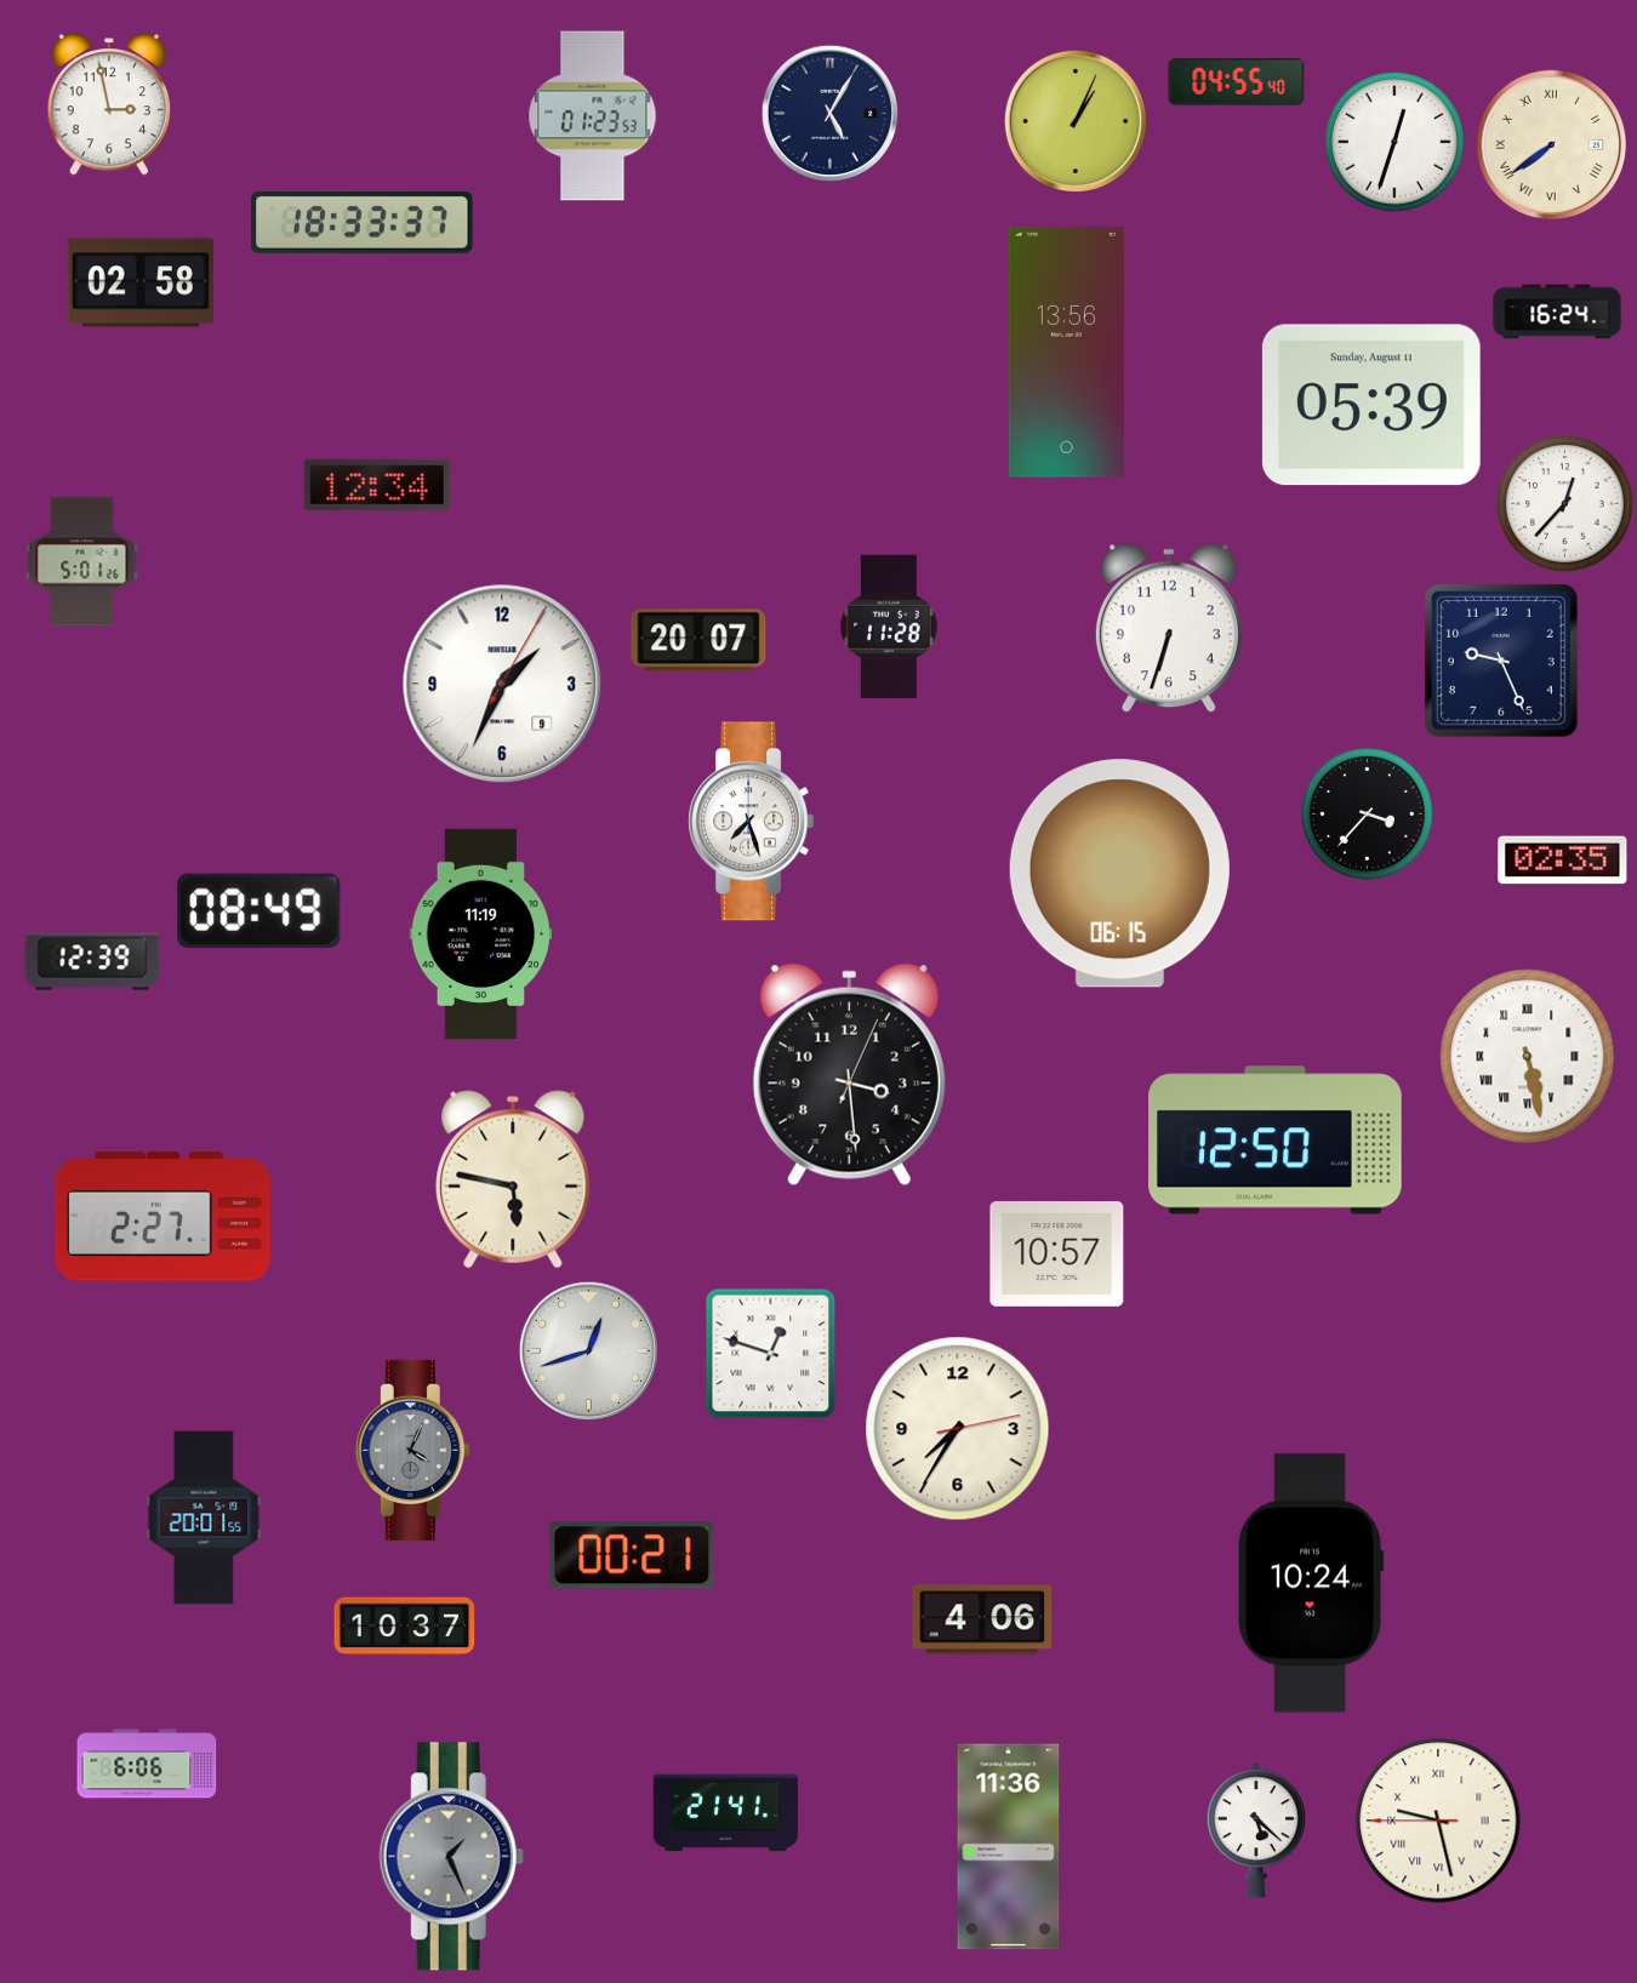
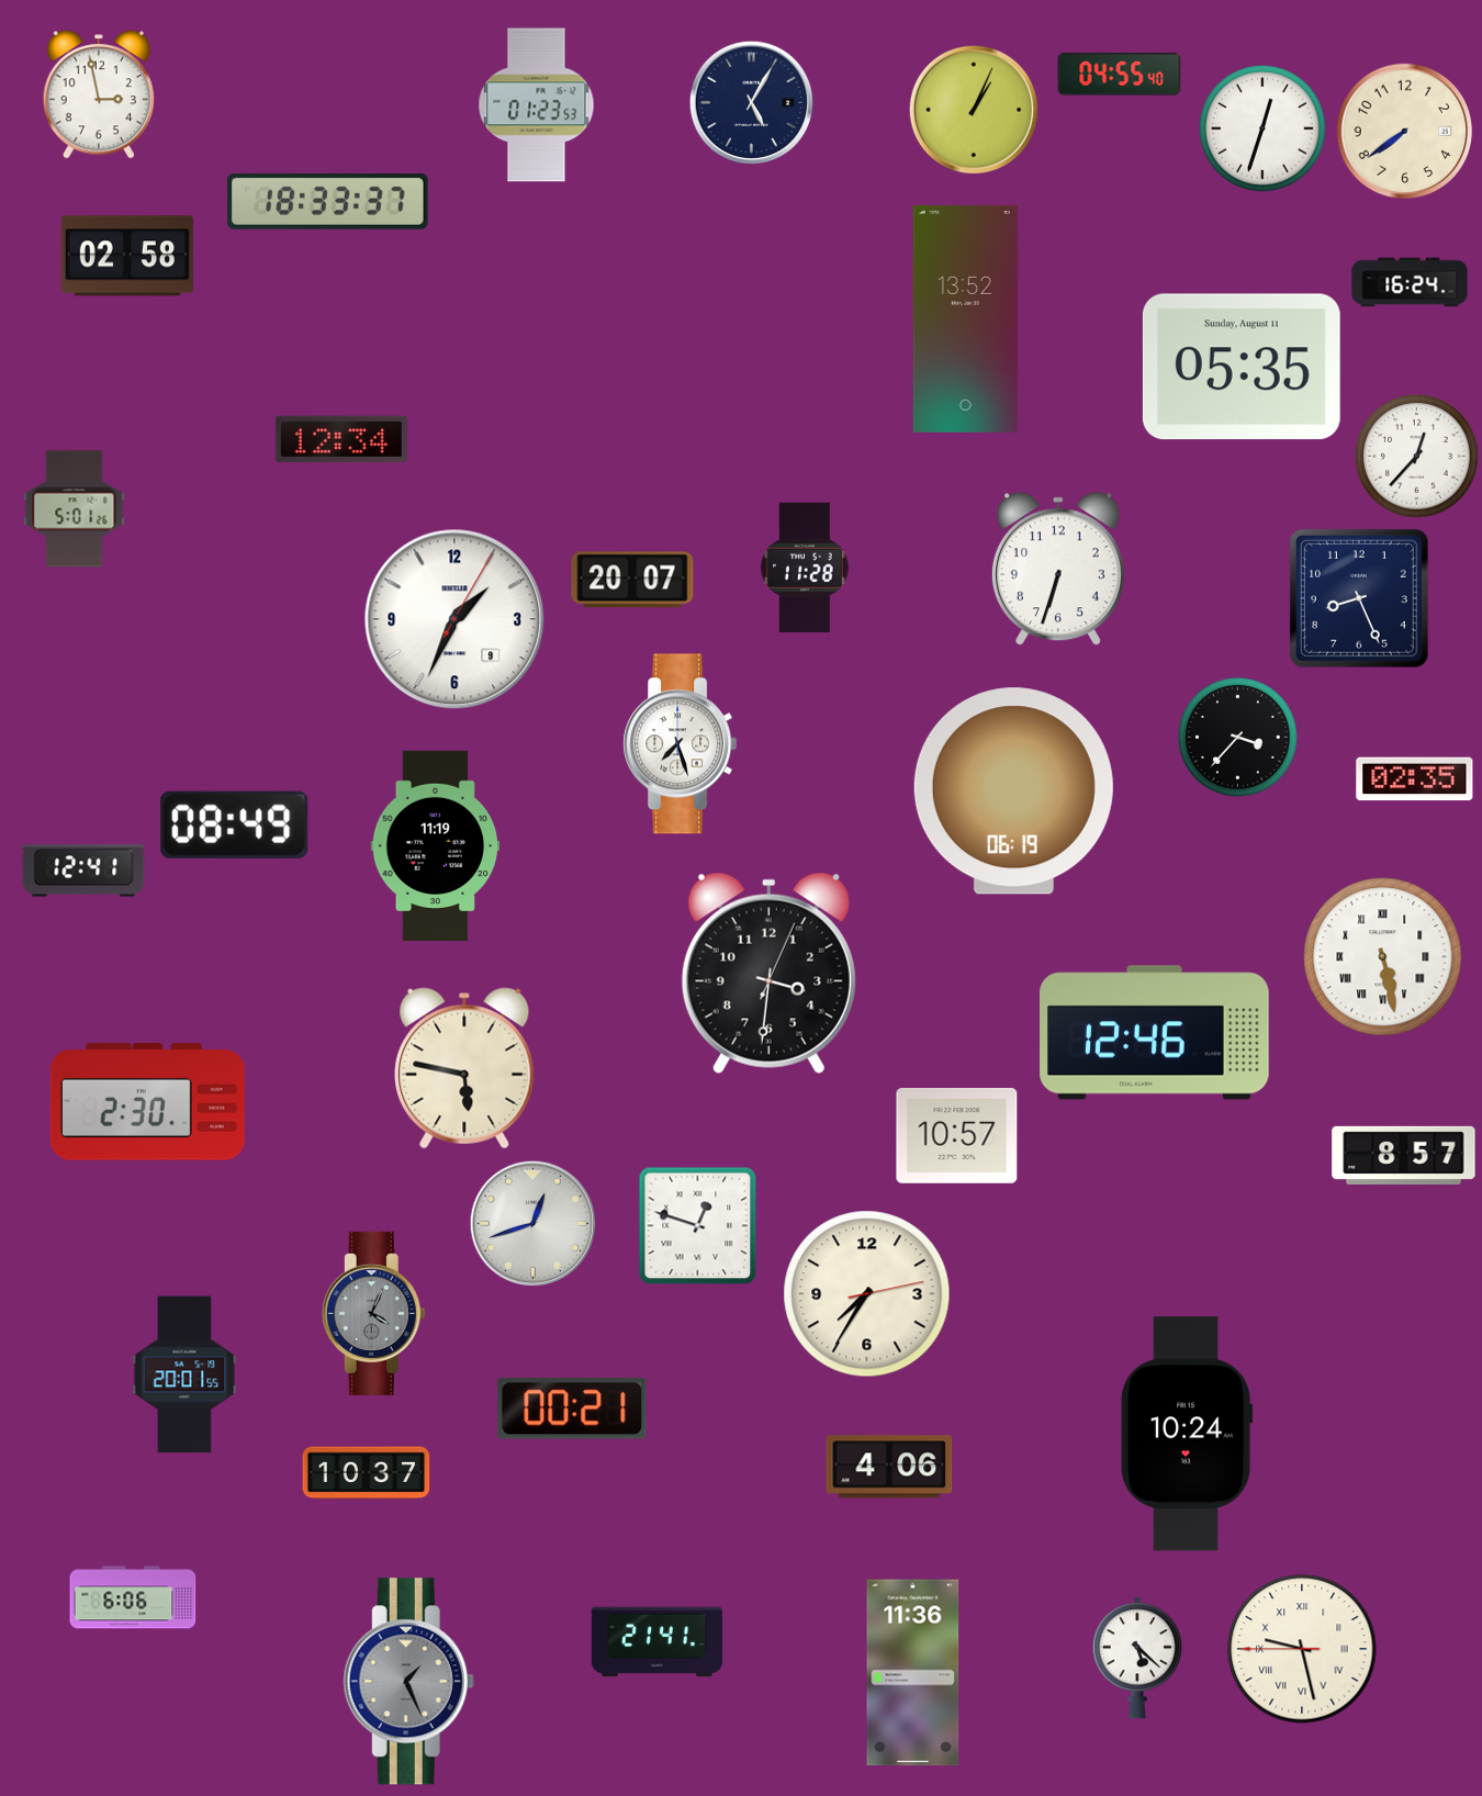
clock at (1552, 145) numerals: Roman -> Arabic
clock at (1066, 352): 13:56 -> 13:52
clock at (1371, 405): 05:39 -> 05:35
clock at (1501, 661): 9:26 -> 8:26
clock at (1119, 874): 06:15 -> 06:19
clock at (92, 961): 12:39 -> 12:41
clock at (849, 1074): 3:29 -> 3:31
clock at (1276, 1141): 12:50 -> 12:46
clock at (162, 1217): 2:27 -> 2:30
clock at (1404, 1155): none -> 8:57
